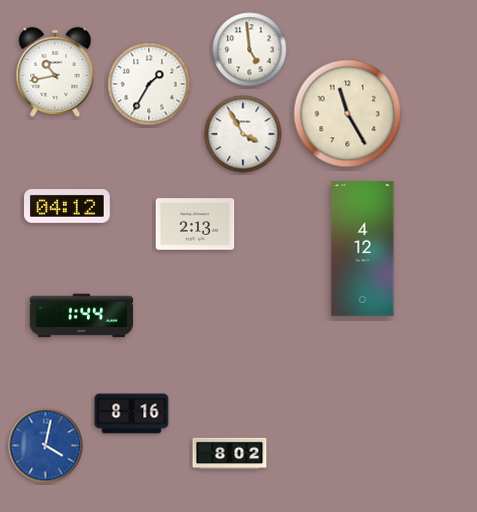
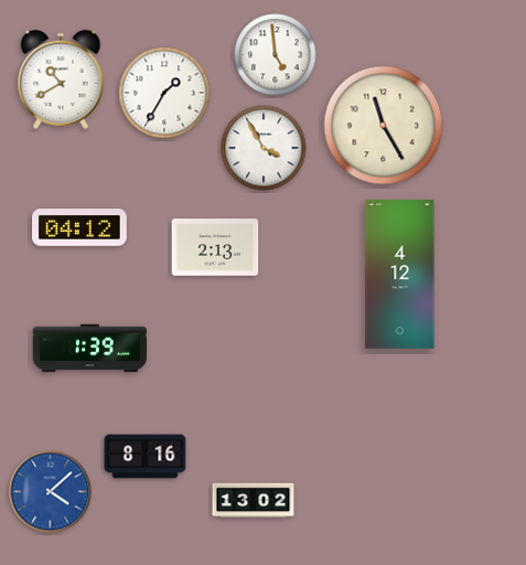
clock at (55, 72): 10:43 -> 10:40
clock at (243, 134) position: (243, 134) -> (264, 148)
clock at (68, 207) position: (68, 207) -> (80, 228)
clock at (82, 316): 1:44 -> 1:39
clock at (46, 446): 4:02 -> 4:08
clock at (230, 454): 8:02 -> 13:02
